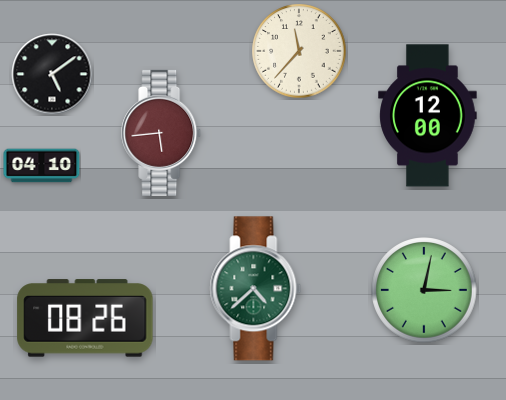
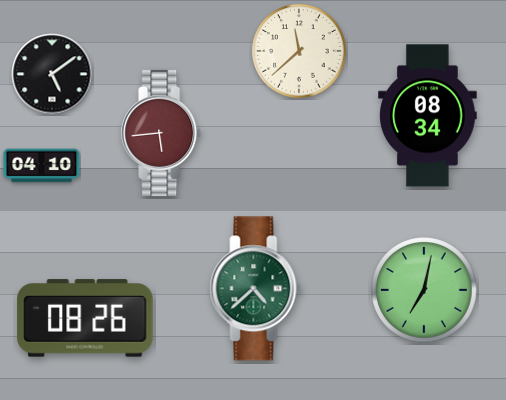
clock at (299, 51): 11:37 -> 11:38
clock at (428, 116): 12:00 -> 08:34
clock at (424, 290): 3:02 -> 7:02
